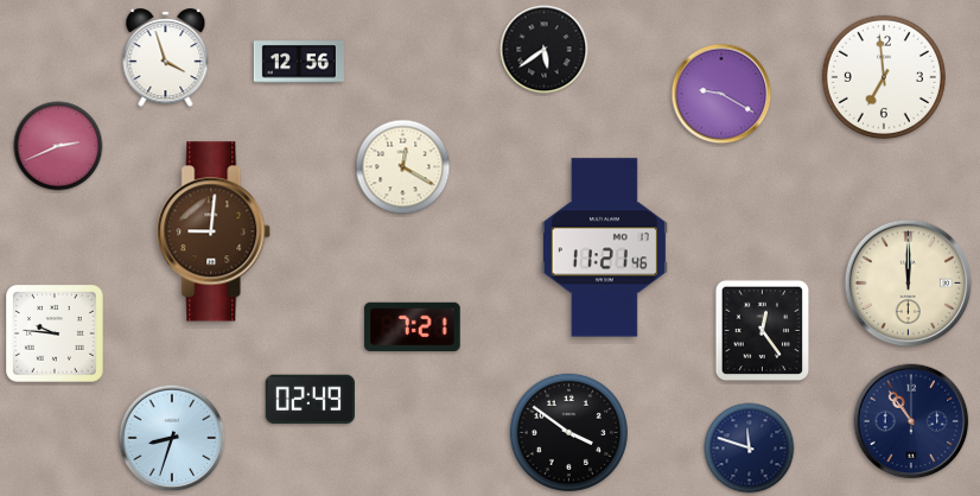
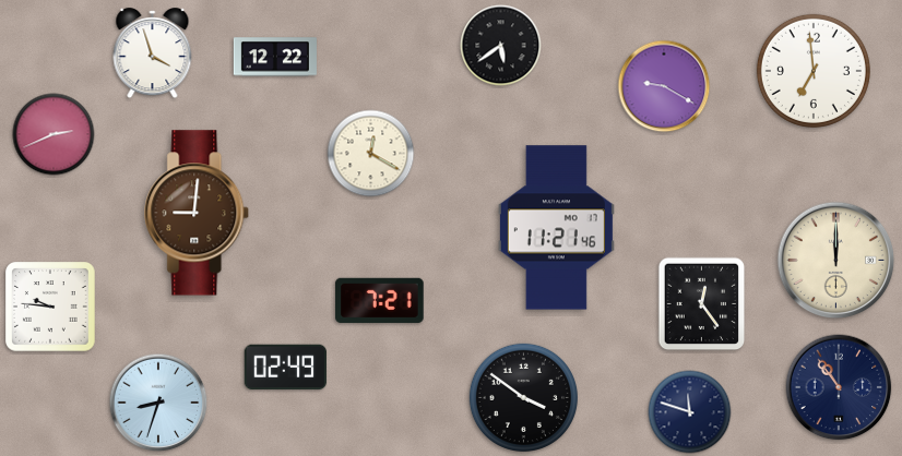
clock at (299, 62): 12:56 -> 12:22
